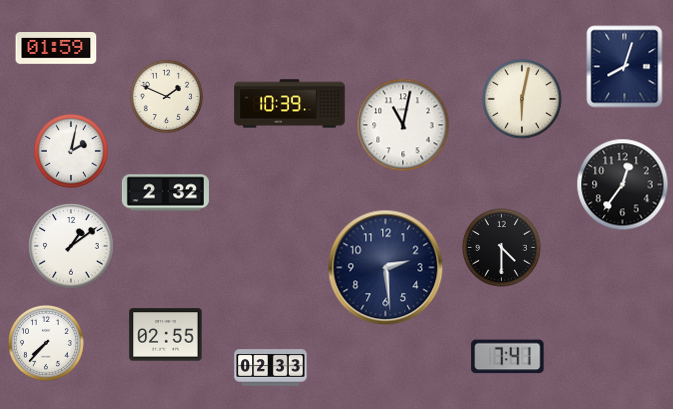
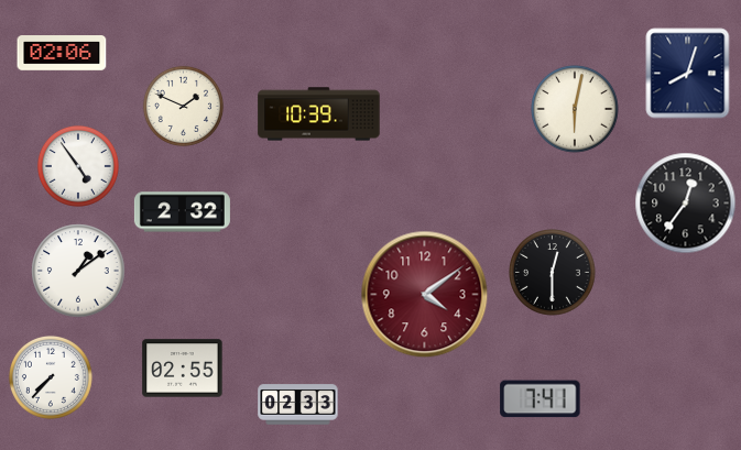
clock at (56, 49): 01:59 -> 02:06
clock at (403, 125): 11:02 -> none
clock at (71, 151): 2:02 -> 4:54
clock at (502, 248): 4:30 -> 12:30
clock at (386, 268): 2:29 -> 4:09
clock at (386, 268) dial: navy -> burgundy
clock at (508, 357) position: (508, 357) -> (541, 399)
